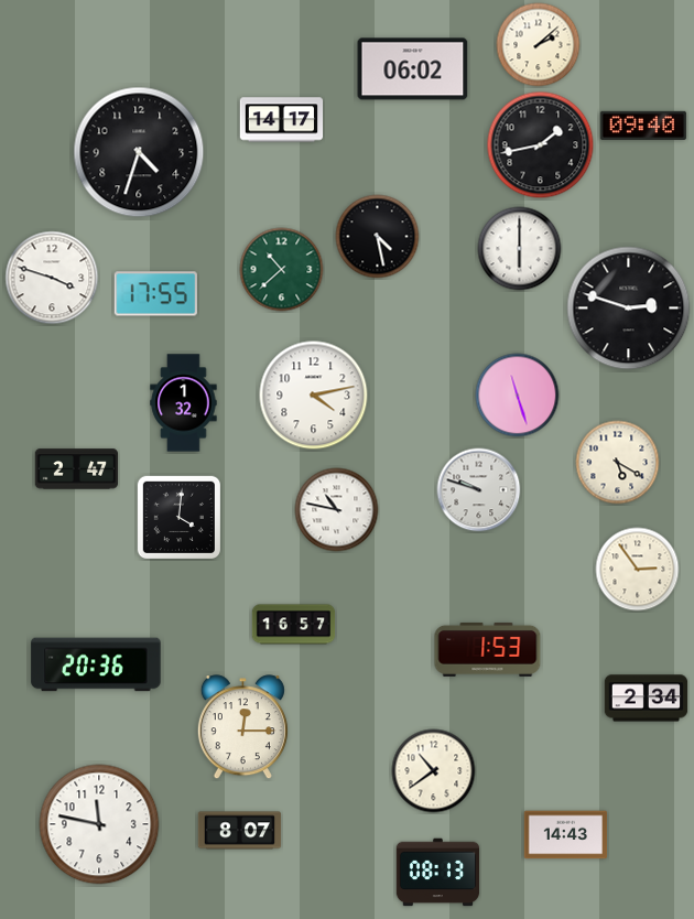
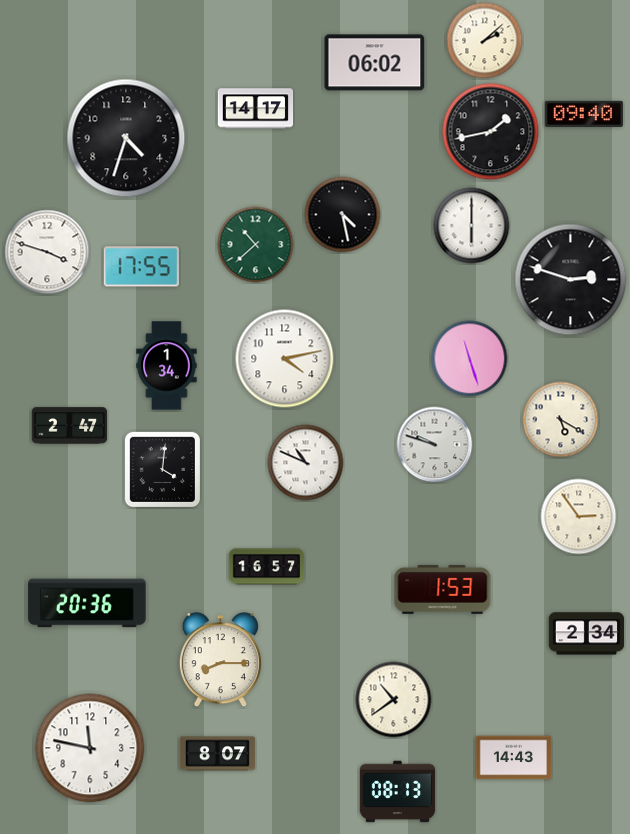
clock at (539, 45) position: (539, 45) -> (485, 41)
clock at (184, 403): 1:32 -> 1:34
clock at (337, 510): 10:47 -> 10:49
clock at (242, 727): 12:15 -> 8:15
